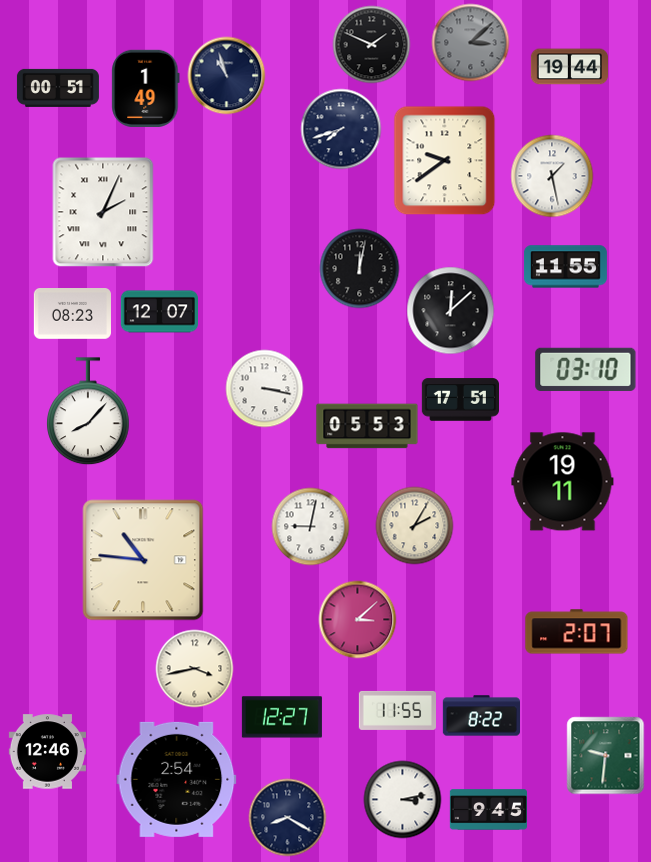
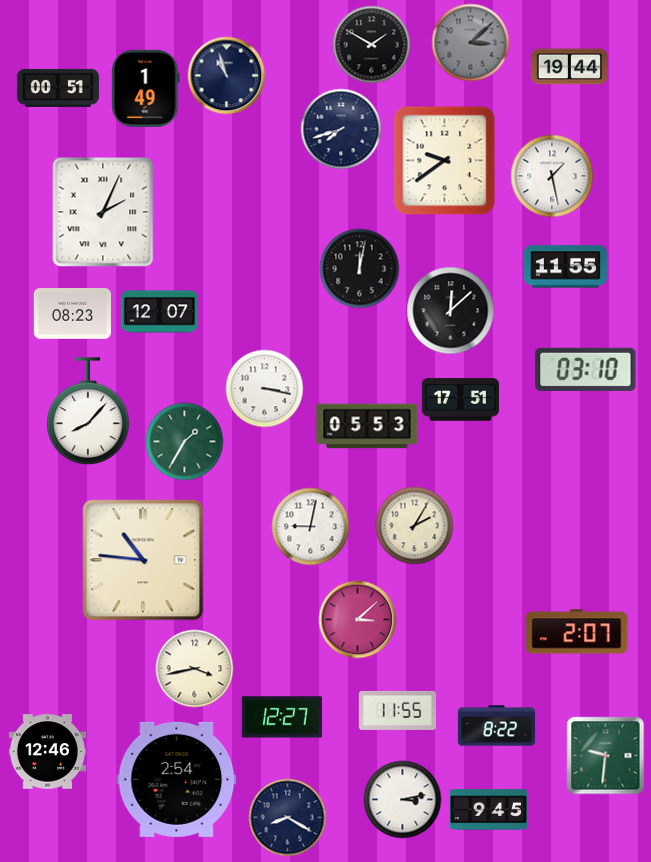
clock at (371, 44): 1:49 -> 1:50
clock at (184, 441): none -> 1:35
clock at (563, 482): 19:11 -> none
clock at (481, 716) position: (481, 716) -> (496, 726)
